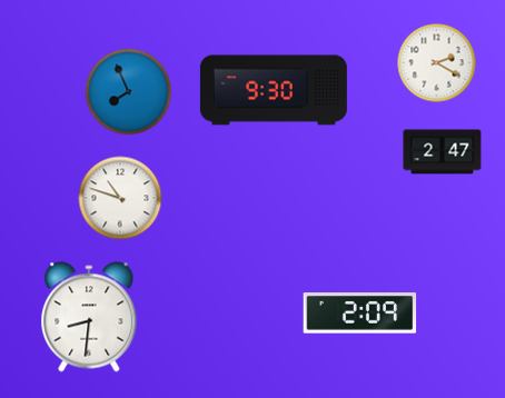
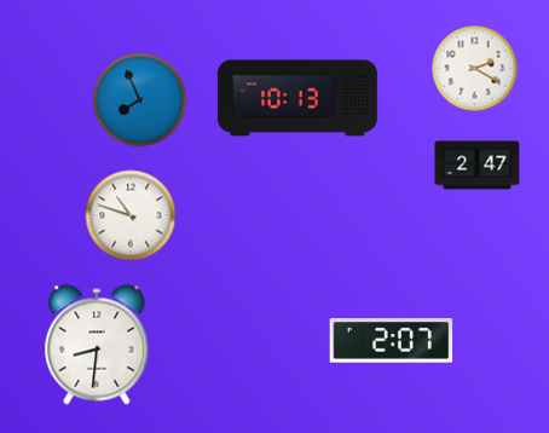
clock at (274, 90): 9:30 -> 10:13
clock at (443, 152) position: (443, 152) -> (478, 166)
clock at (360, 314): 2:09 -> 2:07
